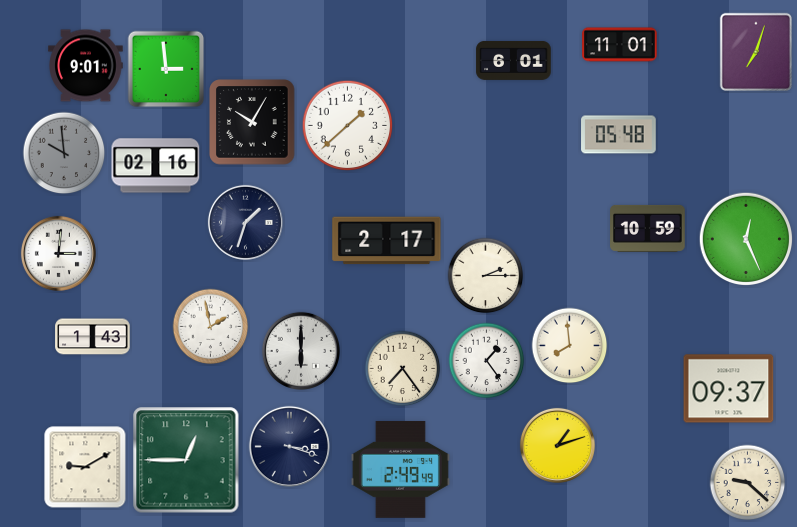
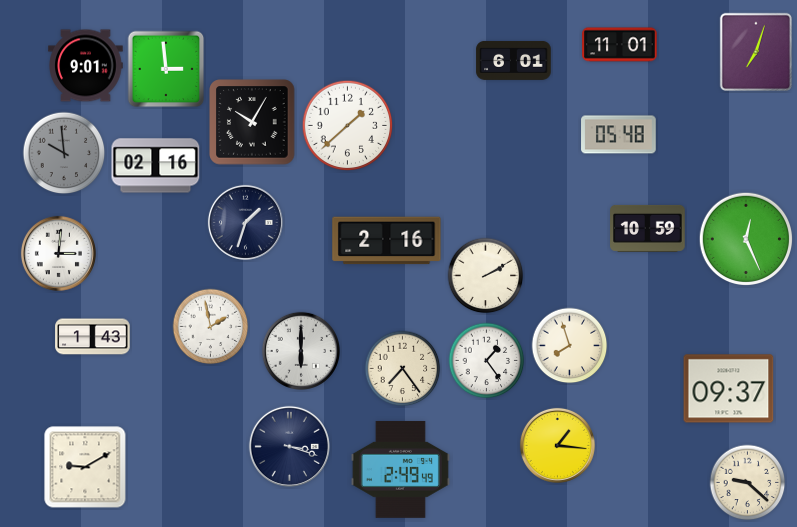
clock at (387, 241): 2:17 -> 2:16
clock at (486, 276): 2:15 -> 2:10
clock at (570, 346): 7:59 -> 7:57
clock at (557, 445): 1:12 -> 1:16
clock at (186, 460): 12:45 -> none
